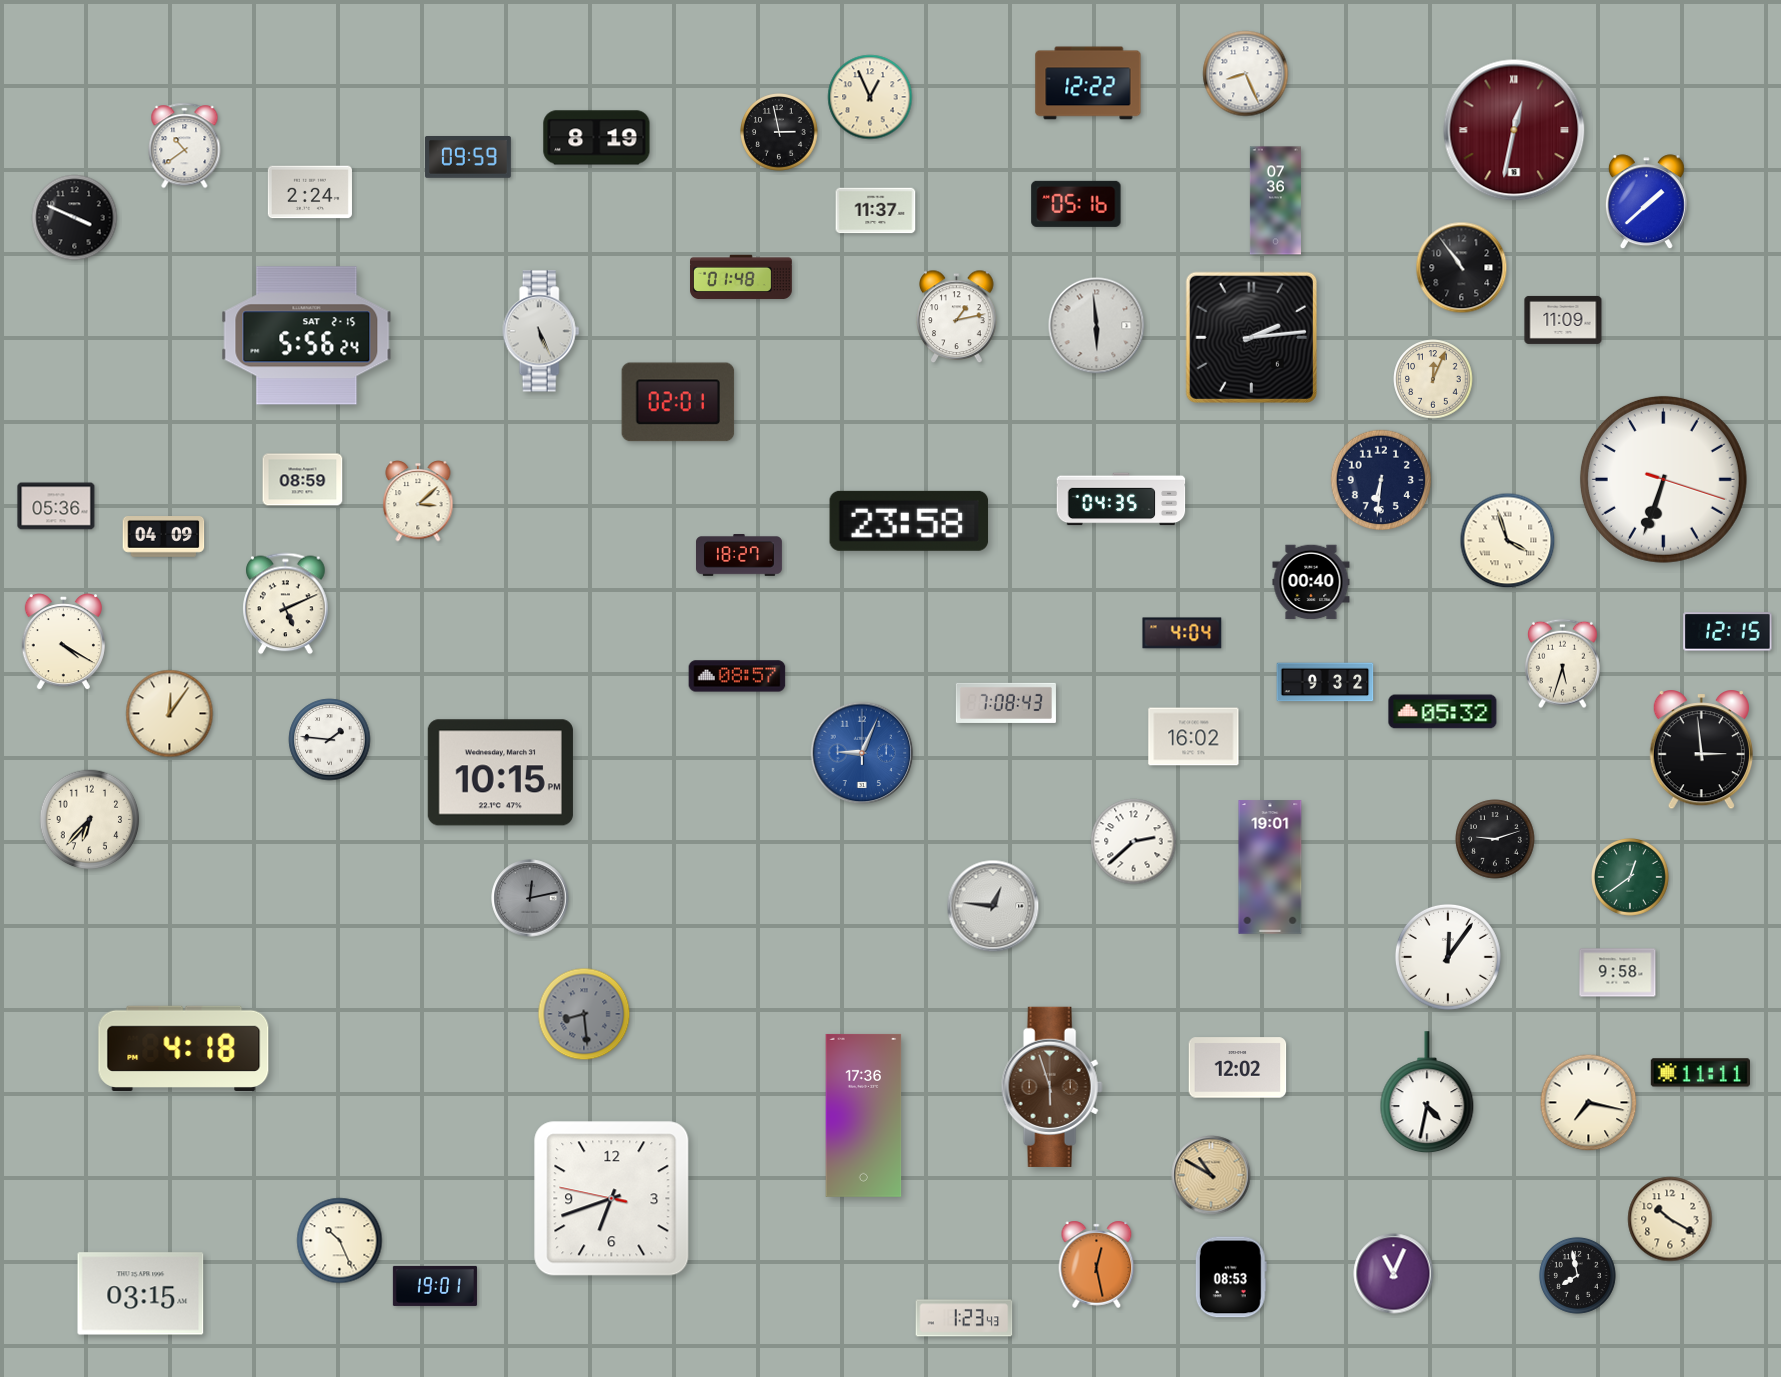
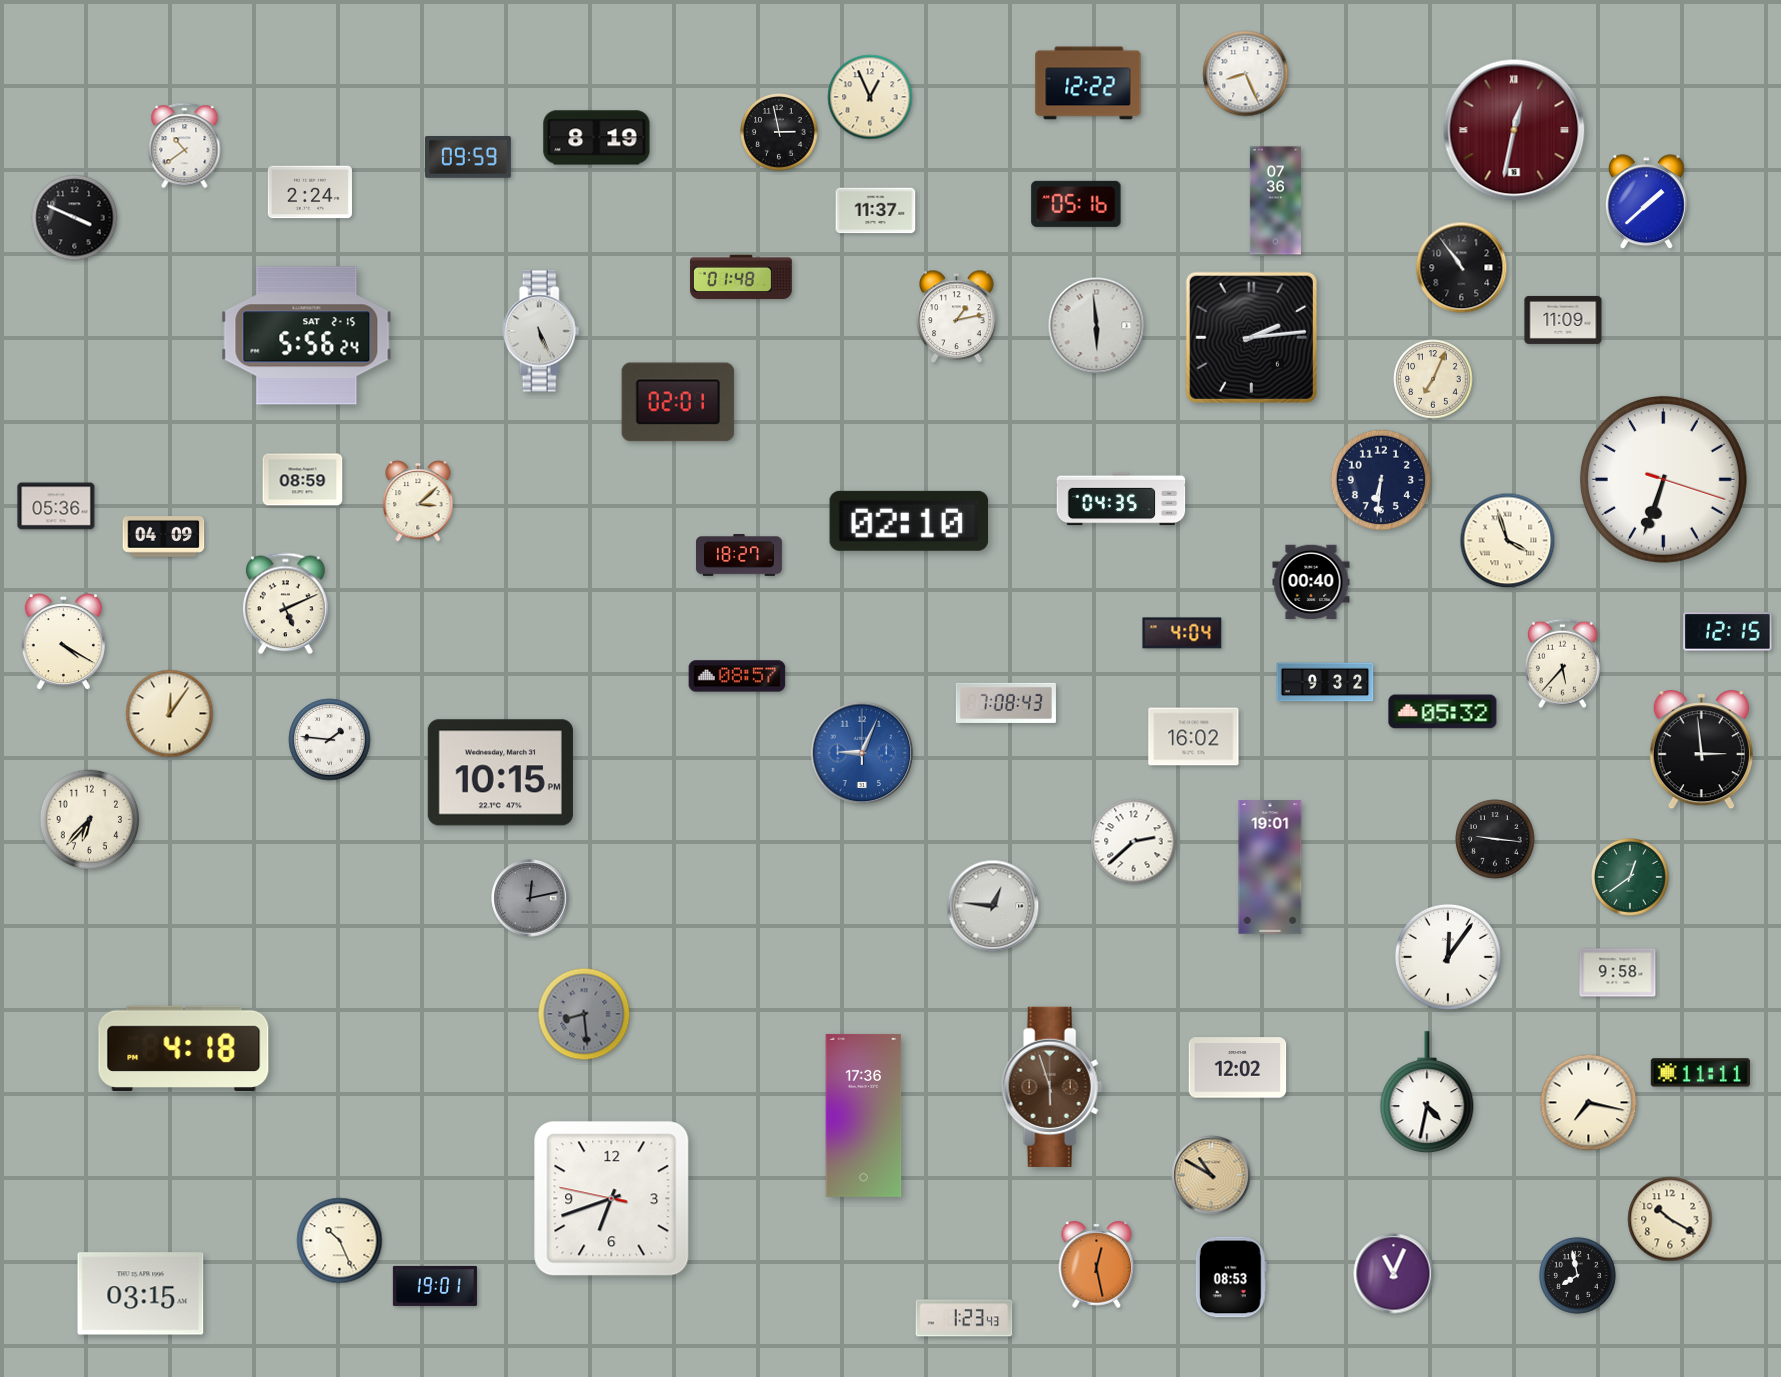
clock at (1433, 379): 12:04 -> 7:04
clock at (909, 521): 23:58 -> 02:10
clock at (1562, 664): 5:33 -> 5:37
clock at (1495, 839): 9:12 -> 9:16
